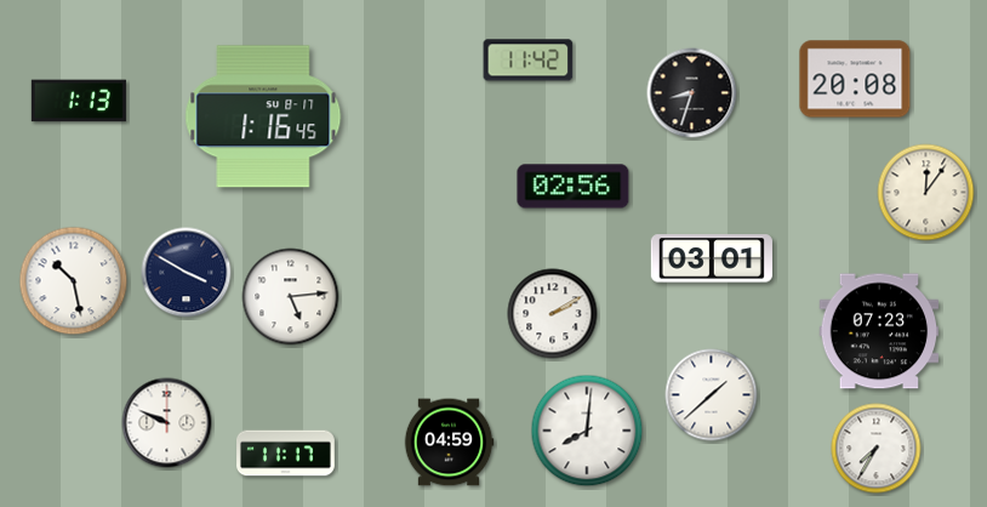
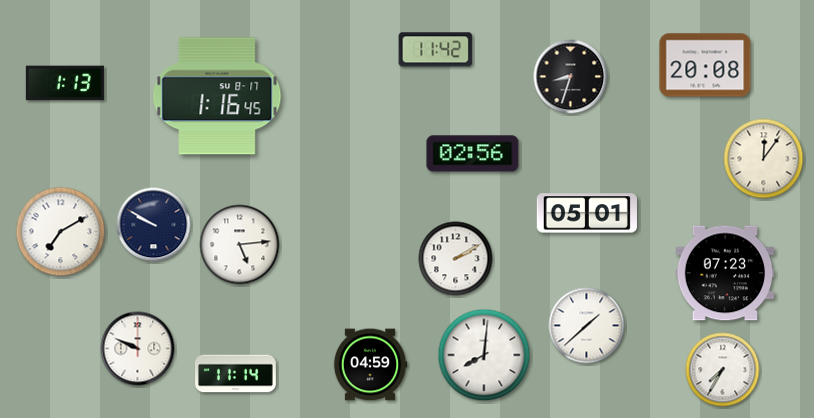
clock at (712, 258): 03:01 -> 05:01
clock at (187, 273): 3:50 -> 9:50
clock at (74, 281): 10:28 -> 7:10
clock at (286, 454): 11:17 -> 11:14
